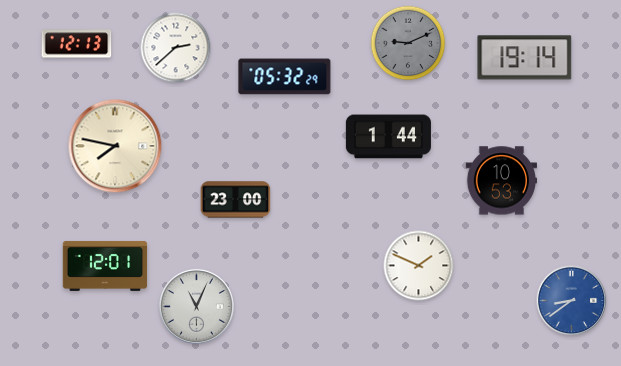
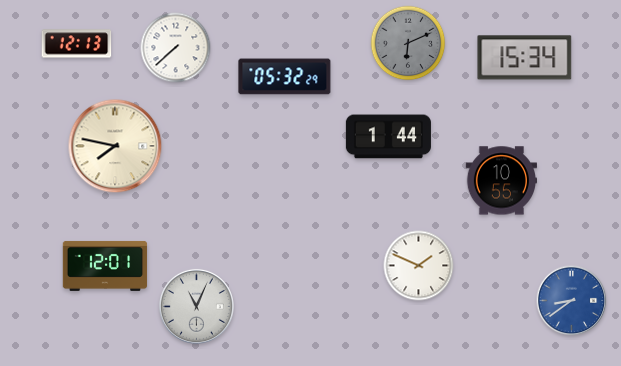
clock at (408, 43): 9:11 -> 6:11
clock at (176, 48): 2:38 -> 7:38
clock at (525, 58): 19:14 -> 15:34
clock at (501, 181): 10:53 -> 10:55
clock at (236, 200): 23:00 -> none
